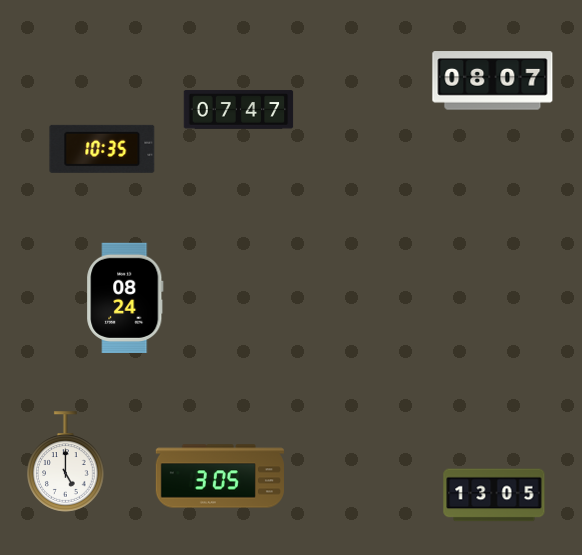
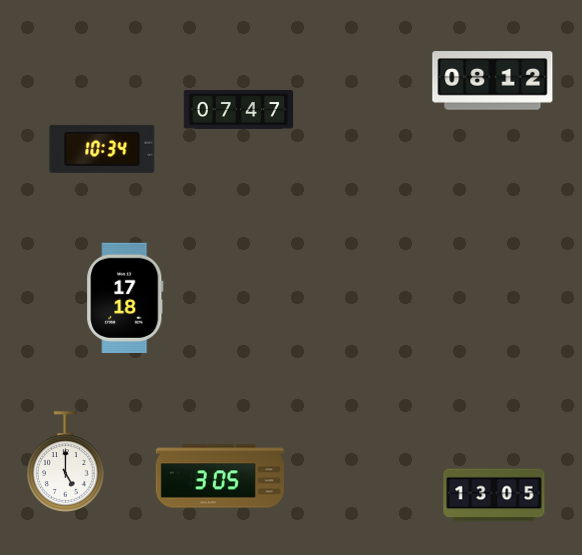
clock at (493, 81): 08:07 -> 08:12
clock at (102, 149): 10:35 -> 10:34
clock at (125, 298): 08:24 -> 17:18
